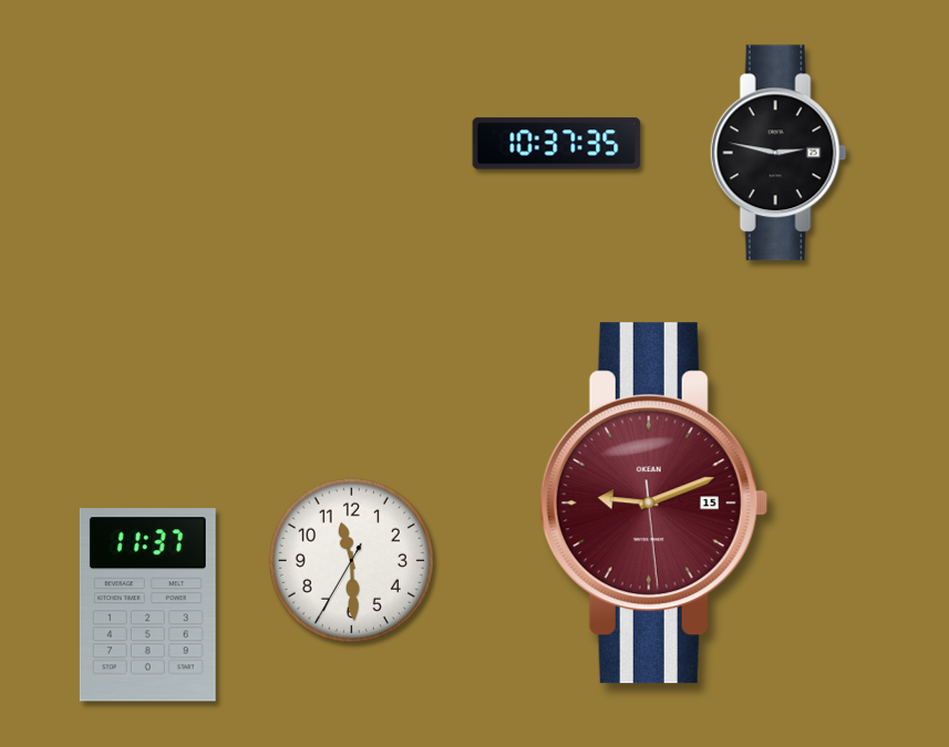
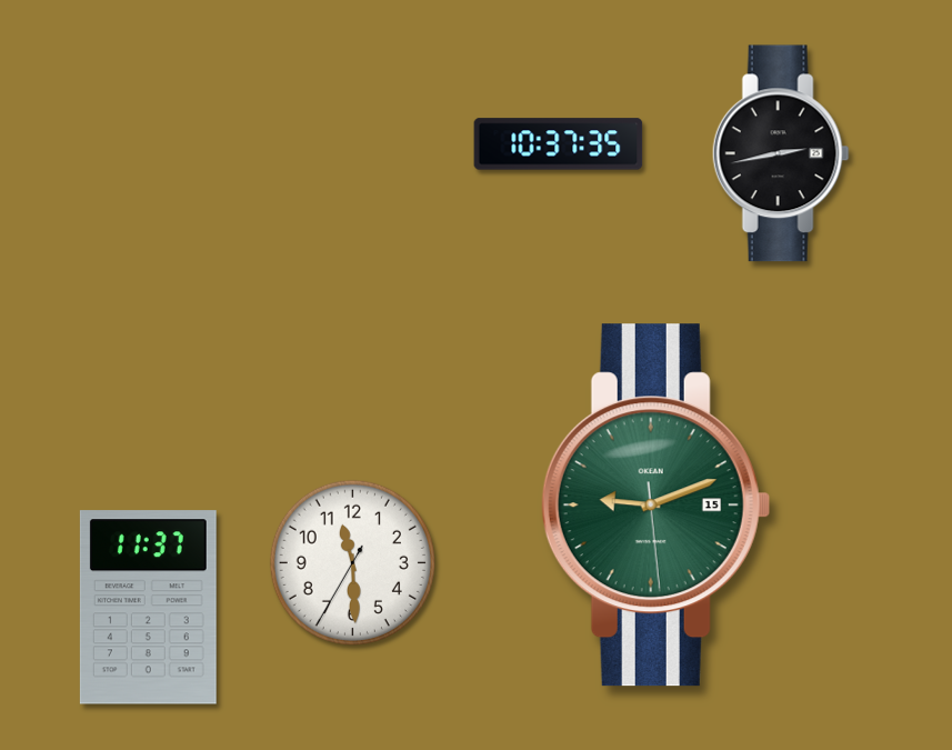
clock at (778, 153): 2:47 -> 2:43
clock at (653, 504) dial: burgundy -> green
